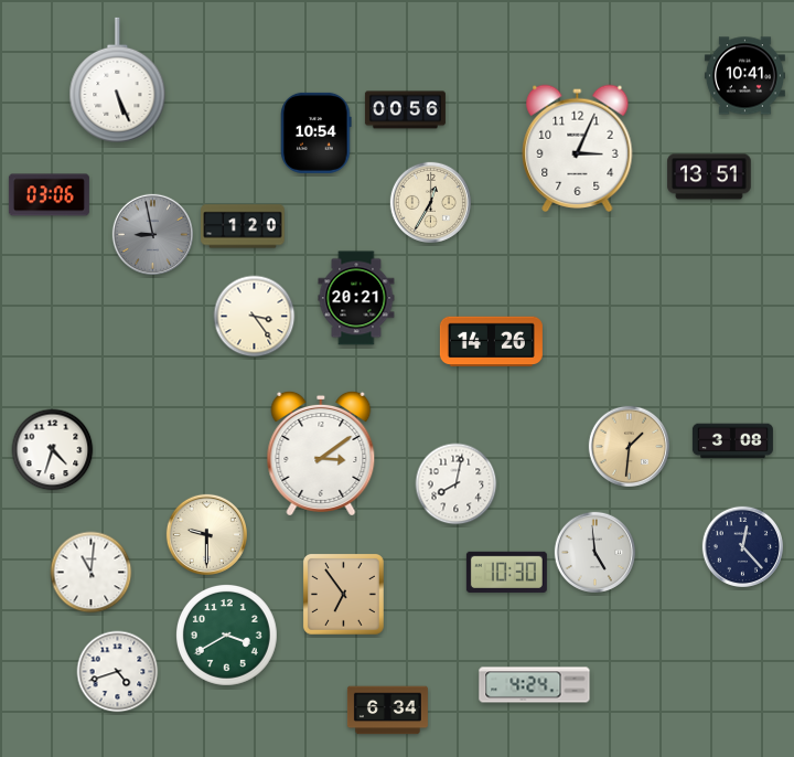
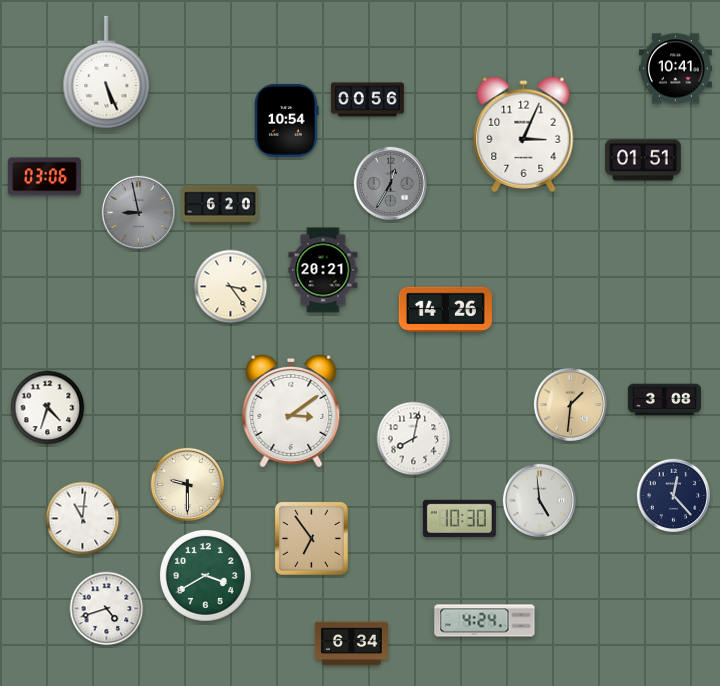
clock at (709, 177): 13:51 -> 01:51
clock at (430, 202) dial: cream -> grey
clock at (243, 226): 1:20 -> 6:20
